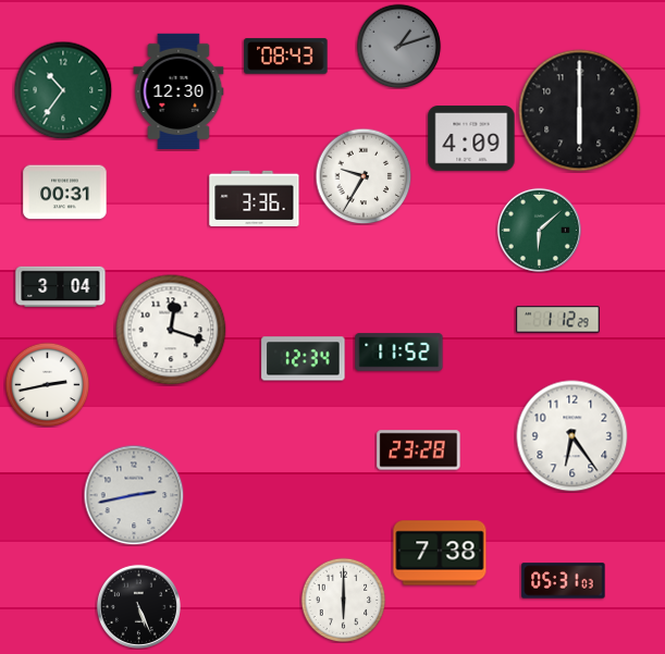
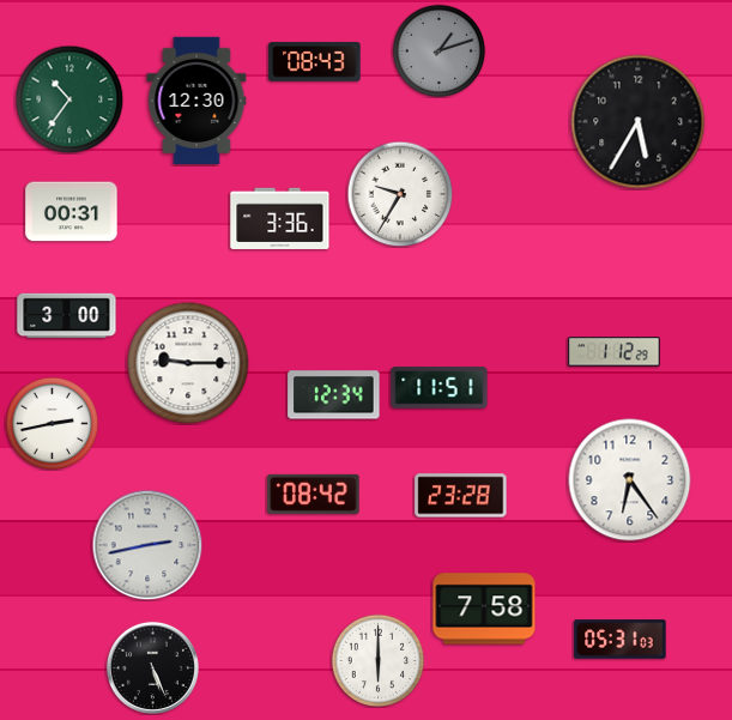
clock at (580, 111): 6:00 -> 5:35
clock at (471, 138): 4:09 -> none
clock at (539, 230): 6:08 -> none
clock at (61, 287): 3:04 -> 3:00
clock at (171, 330): 12:18 -> 9:15
clock at (399, 353): 11:52 -> 11:51
clock at (314, 494): none -> 08:42
clock at (440, 553): 7:38 -> 7:58
